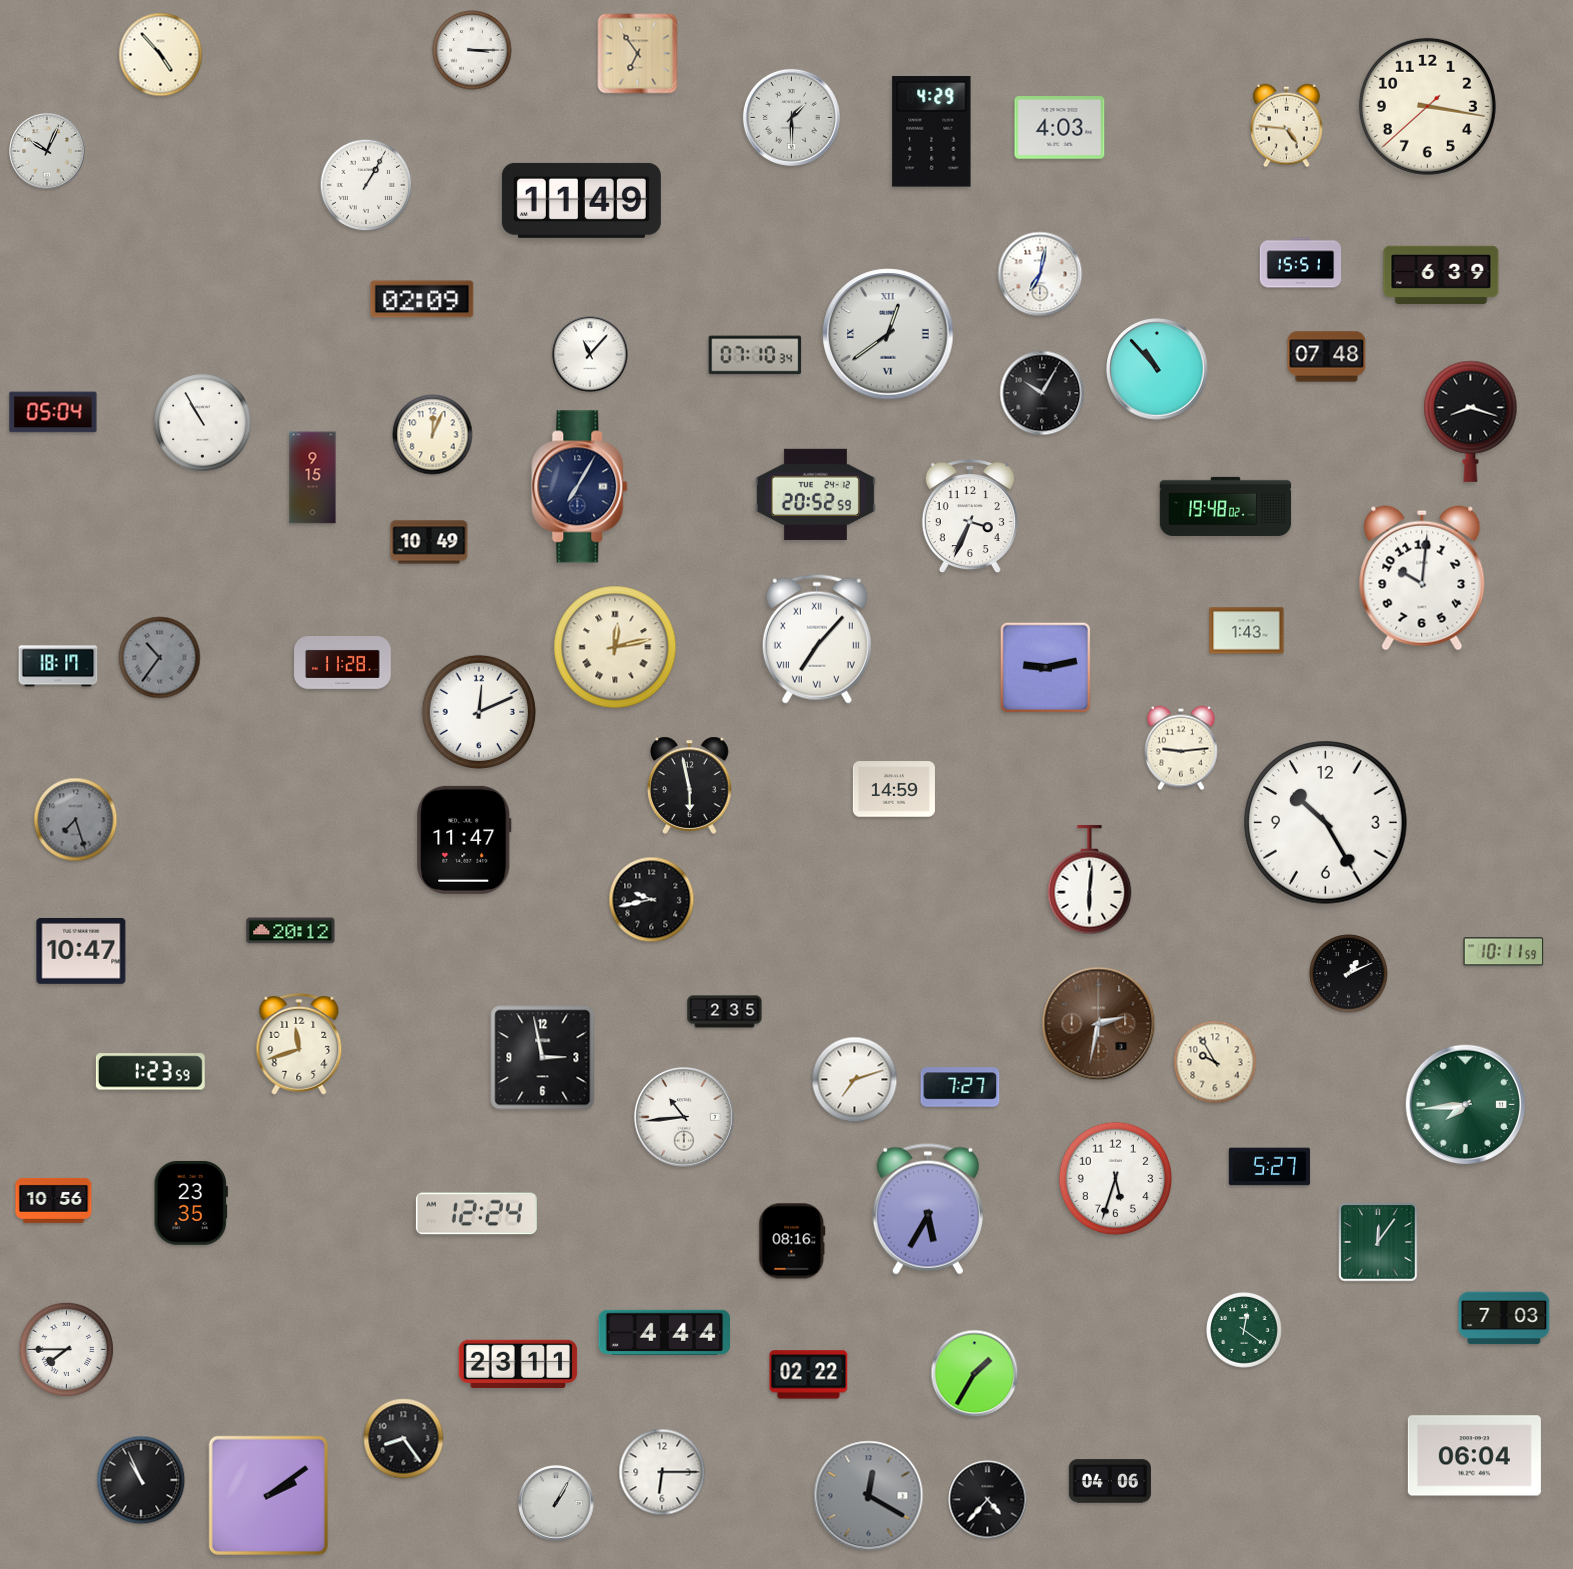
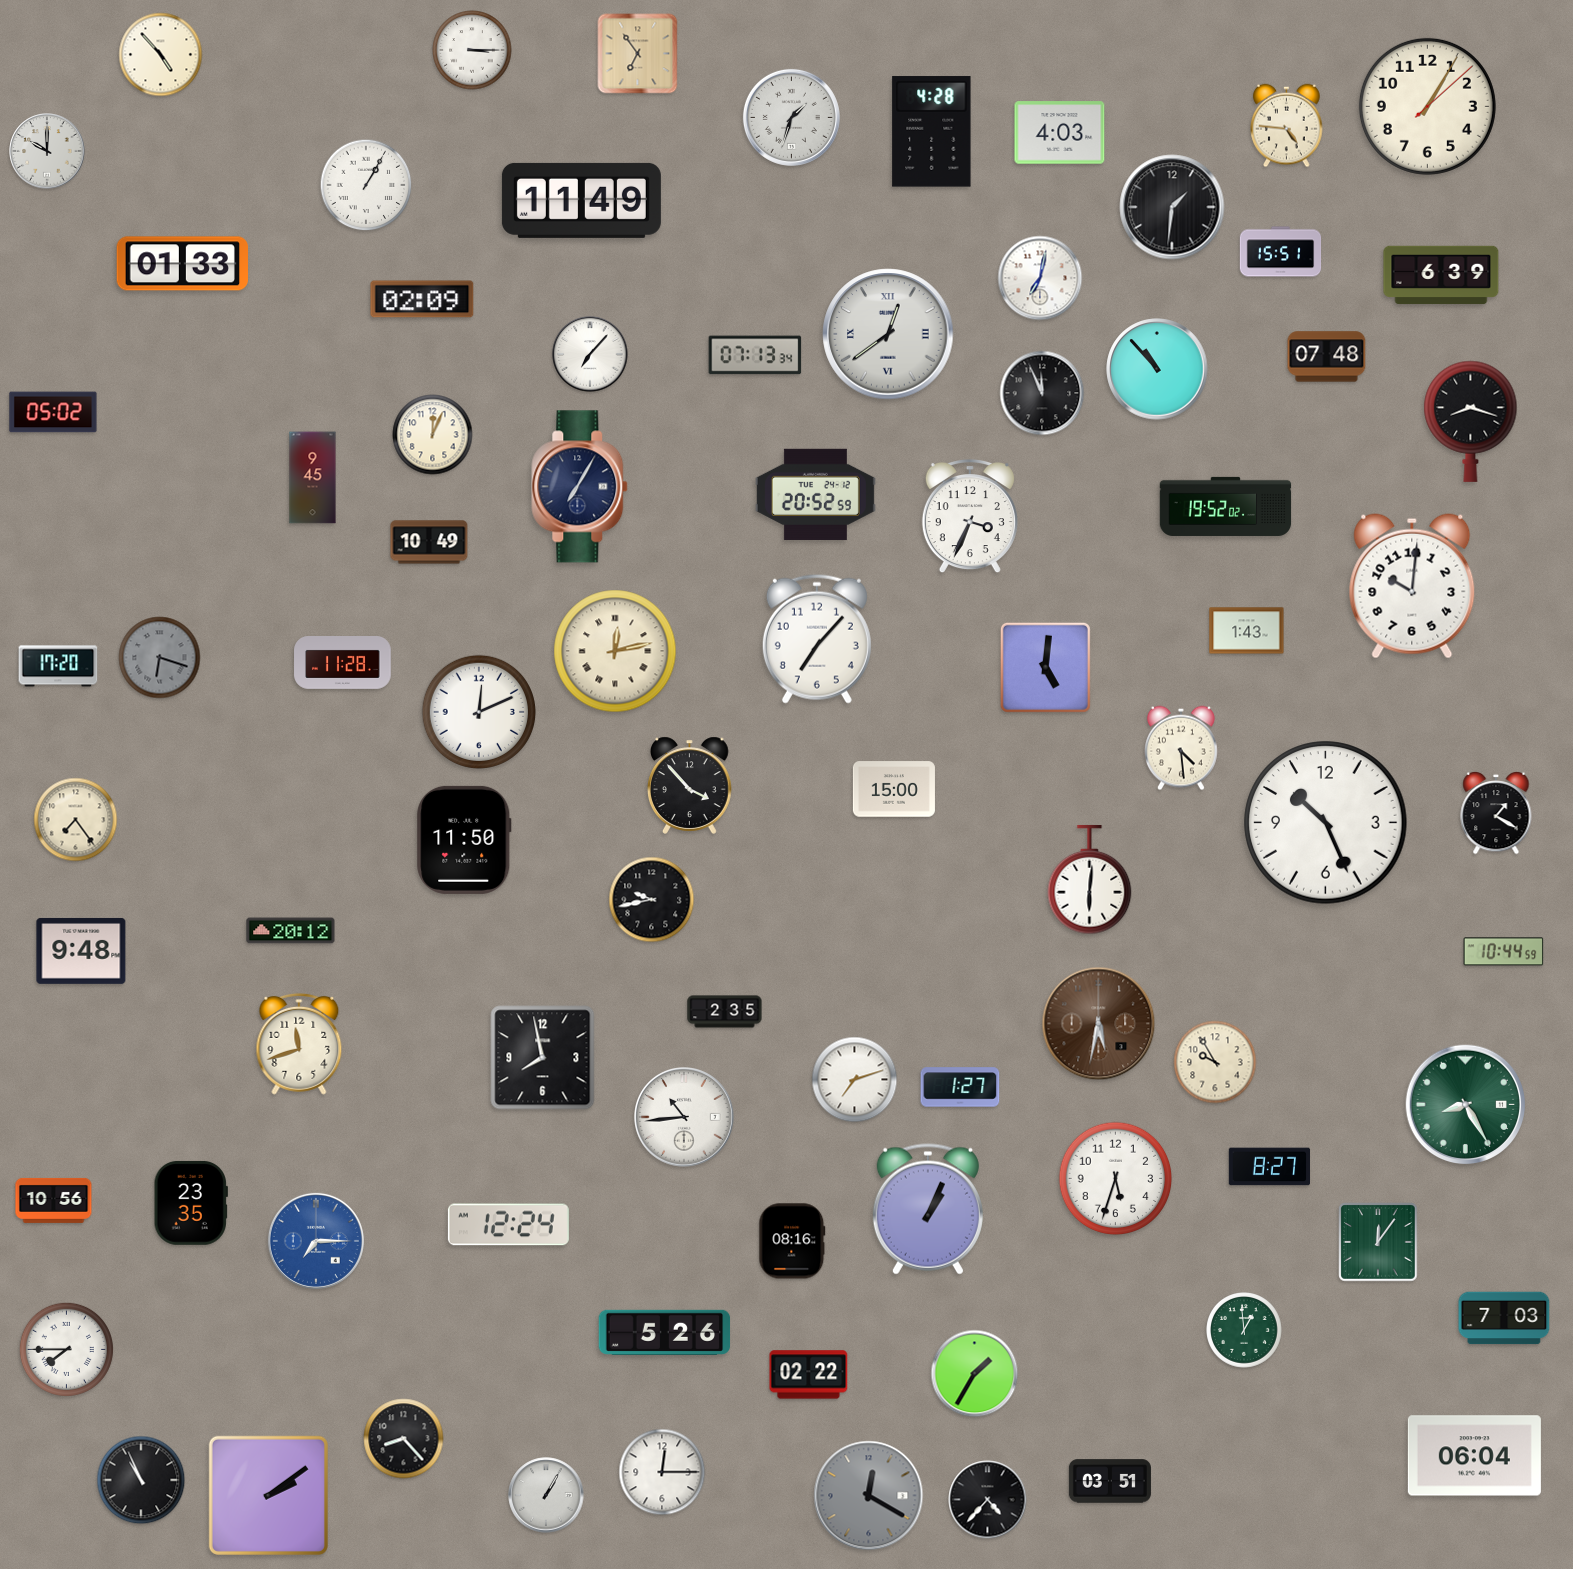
clock at (1427, 106): 3:16 -> 1:05
clock at (791, 117): 1:30 -> 1:33
clock at (1060, 128) position: (1060, 128) -> (1060, 133)
clock at (932, 132): 4:29 -> 4:28
clock at (47, 151): 10:04 -> 10:00
clock at (1172, 207): none -> 1:31
clock at (1301, 263) position: (1301, 263) -> (1281, 252)
clock at (182, 264): none -> 01:33
clock at (1040, 274) position: (1040, 274) -> (1040, 278)
clock at (590, 354): 11:07 -> 7:07
clock at (755, 355): 07:10 -> 07:13
clock at (1042, 393): 10:05 -> 11:56
clock at (53, 412): 05:04 -> 05:02
clock at (203, 423): 10:55 -> none
clock at (313, 478): 9:15 -> 9:45
clock at (1226, 506): 19:48 -> 19:52
clock at (1422, 578) position: (1422, 578) -> (1412, 586)
clock at (817, 639) numerals: Roman -> Arabic
clock at (615, 647) position: (615, 647) -> (615, 651)
clock at (160, 658): 10:36 -> 6:18
clock at (58, 666): 18:17 -> 17:20
clock at (1045, 667): 9:13 -> 5:01
clock at (1181, 748): 9:14 -> 4:29
clock at (689, 785): 5:58 -> 3:53
clock at (894, 789): 14:59 -> 15:00
clock at (1496, 813): none -> 1:20
clock at (76, 820): 7:27 -> 7:24
clock at (76, 820) dial: grey -> cream
clock at (1326, 823): 10:25 -> 10:26
clock at (464, 840): 11:47 -> 11:50
clock at (81, 951): 10:47 -> 9:48
clock at (1504, 952): 10:11 -> 10:44
clock at (1349, 974): 1:11 -> none
clock at (1099, 1024): 2:32 -> 5:32
clock at (543, 1058): 2:58 -> 7:58
clock at (150, 1072): 1:23 -> none
clock at (960, 1087): 7:27 -> 1:27
clock at (1466, 1105): 7:44 -> 8:25
clock at (1269, 1167): 5:27 -> 8:27
clock at (928, 1209): 5:35 -> 1:04
clock at (476, 1214) position: (476, 1214) -> (508, 1225)
clock at (316, 1241): none -> 7:15
clock at (1245, 1331): 12:21 -> 12:59
clock at (665, 1332): 4:44 -> 5:26
clock at (518, 1363): 23:11 -> none
clock at (404, 1439): 8:24 -> 8:23
clock at (662, 1472): 6:15 -> 12:15
clock at (1110, 1481): 04:06 -> 03:51
clock at (556, 1503) position: (556, 1503) -> (546, 1495)
